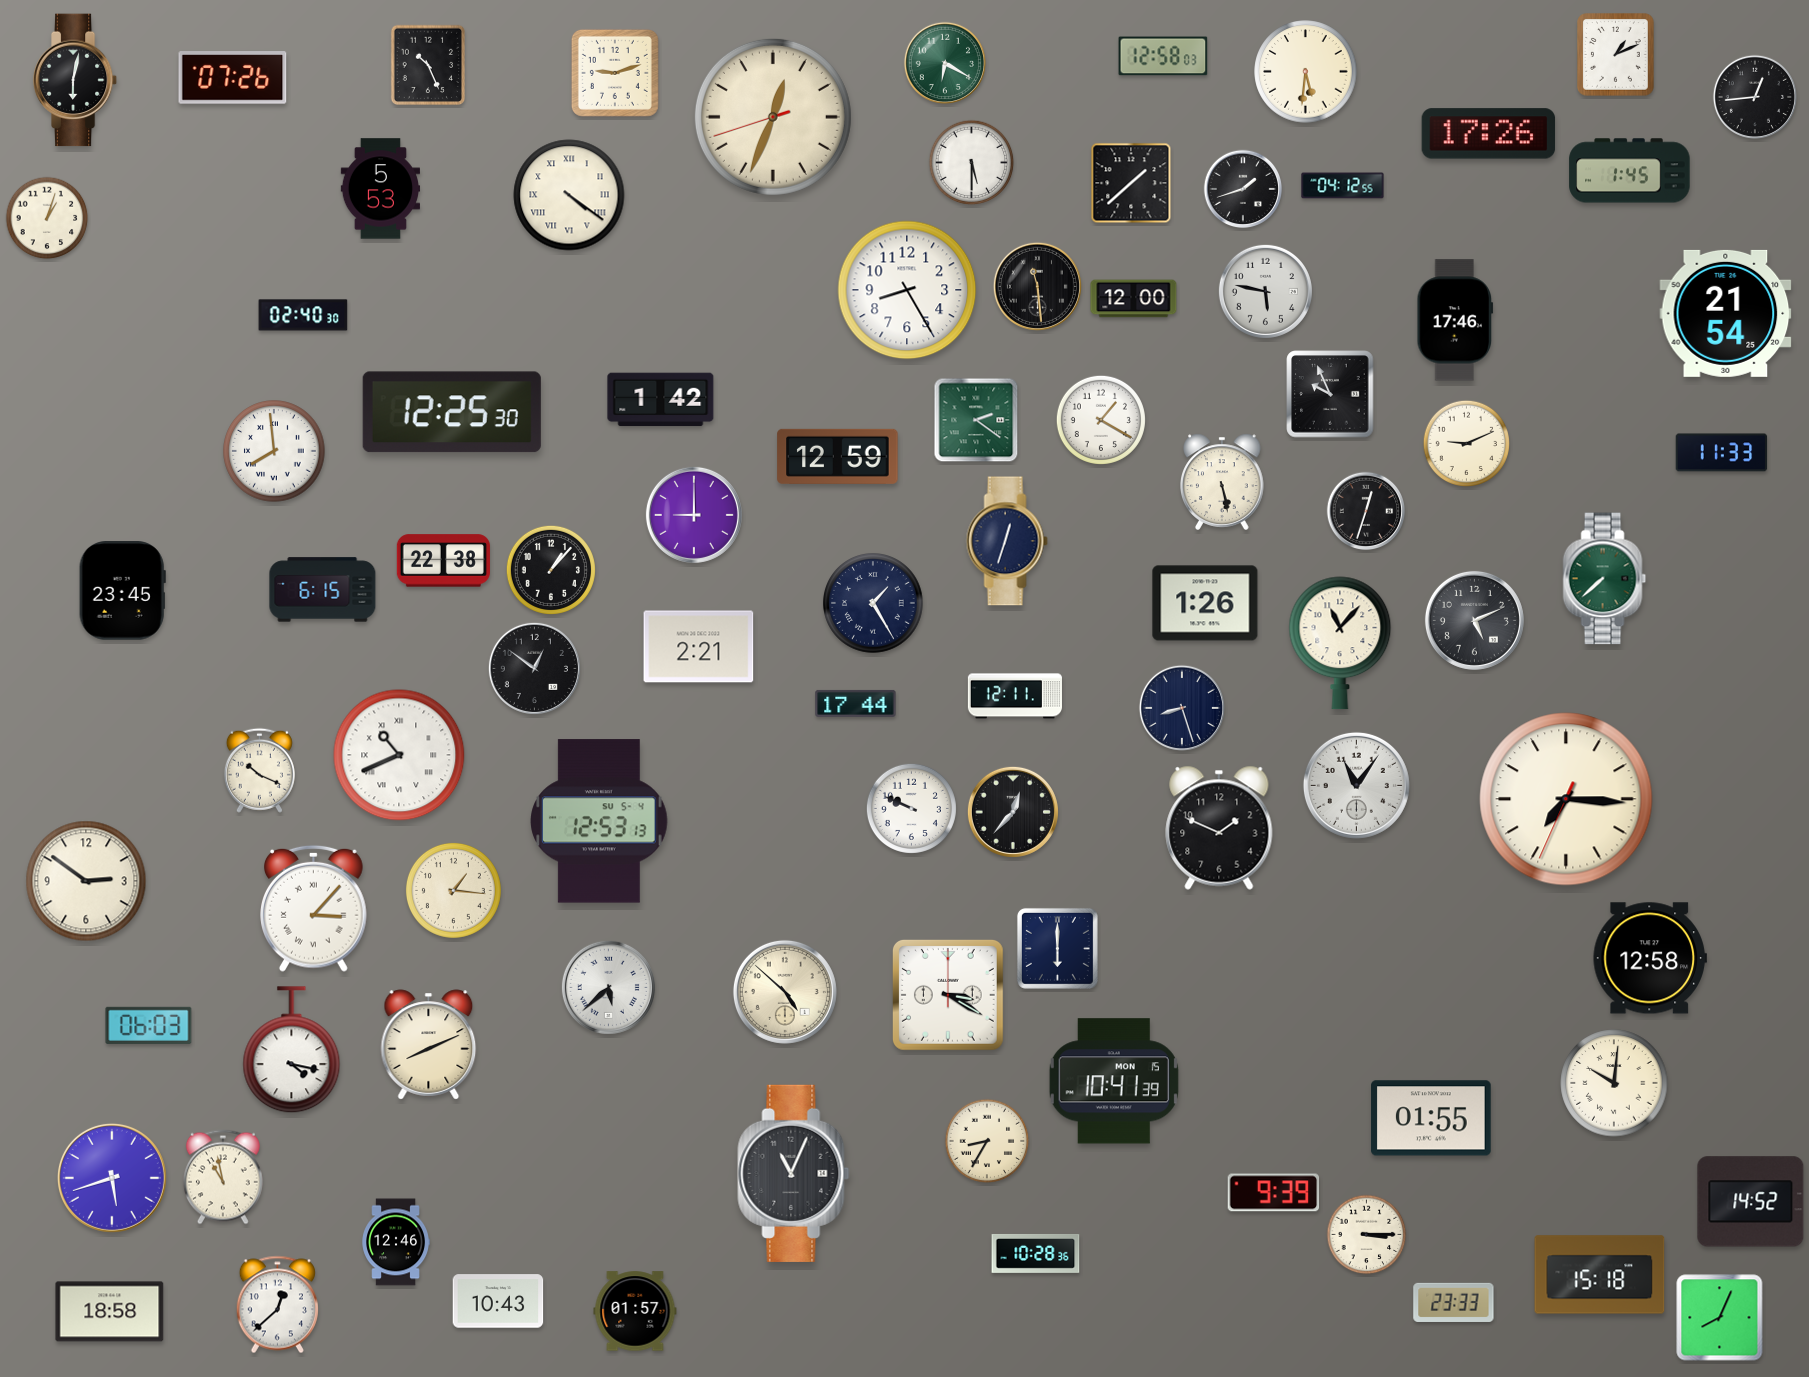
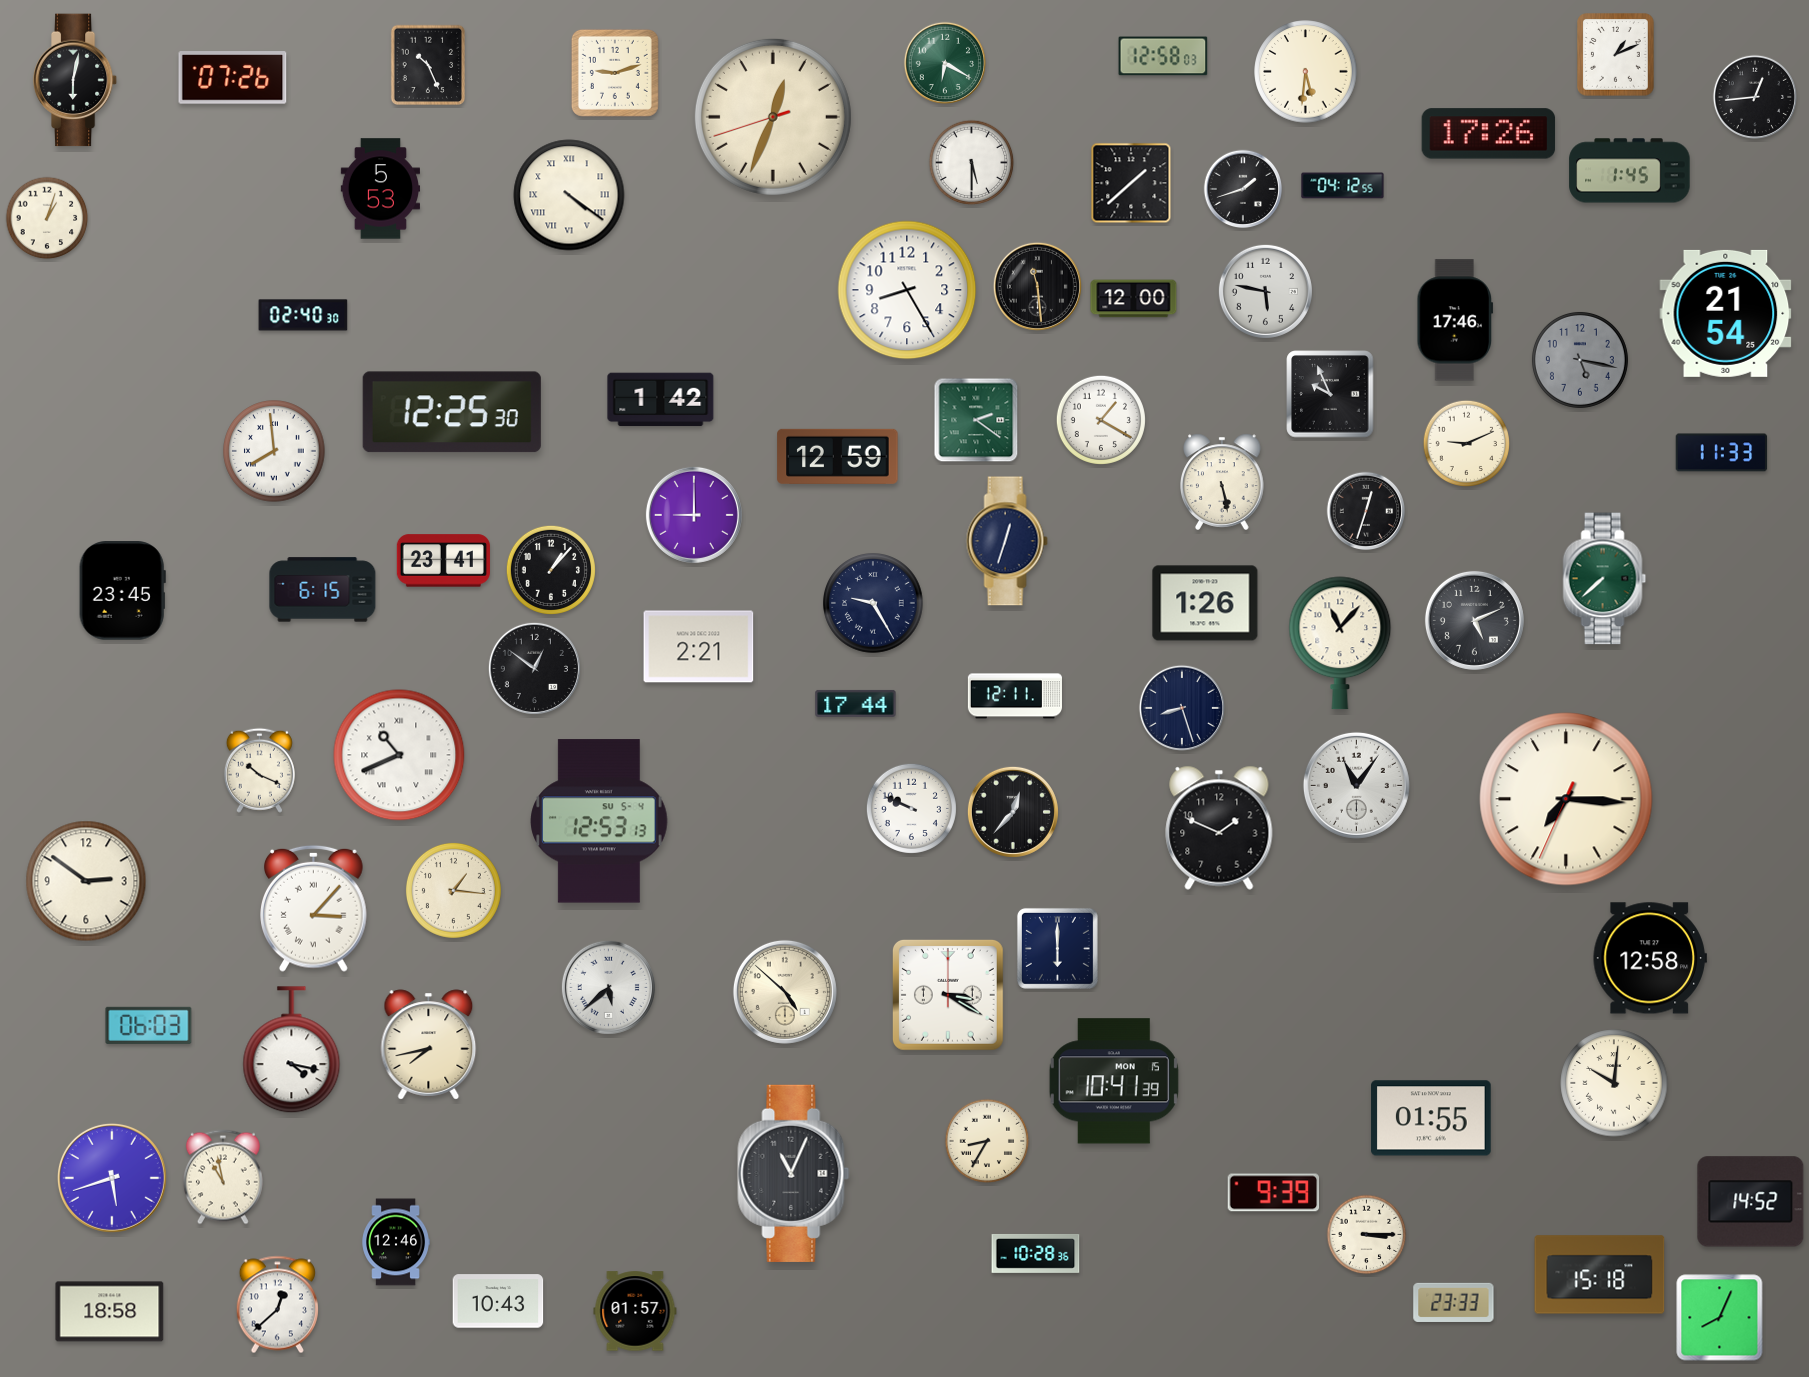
clock at (1580, 360): none -> 5:17
clock at (443, 561): 22:38 -> 23:41
clock at (874, 604): 1:25 -> 9:25
clock at (429, 1045): 8:11 -> 7:43
